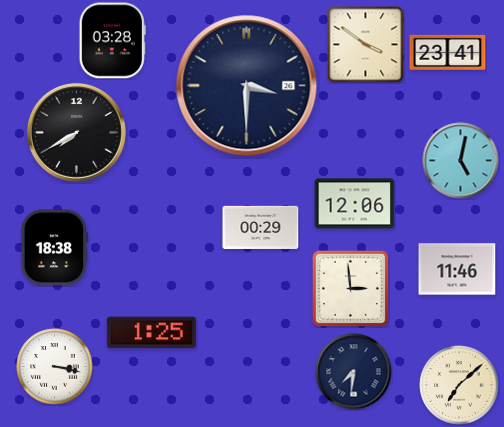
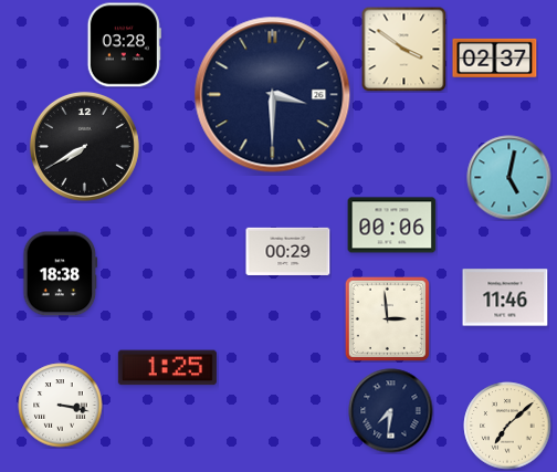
clock at (448, 52): 23:41 -> 02:37
clock at (355, 204): 12:06 -> 00:06
